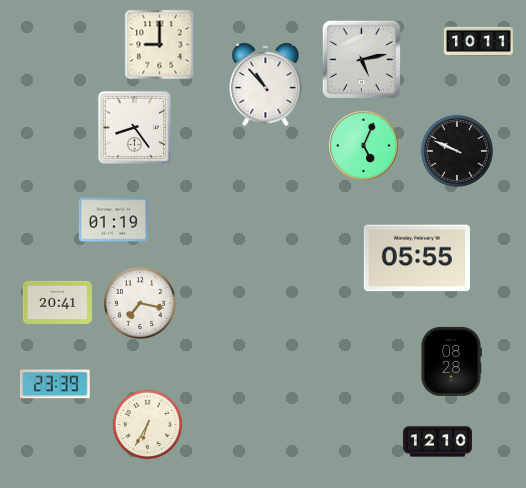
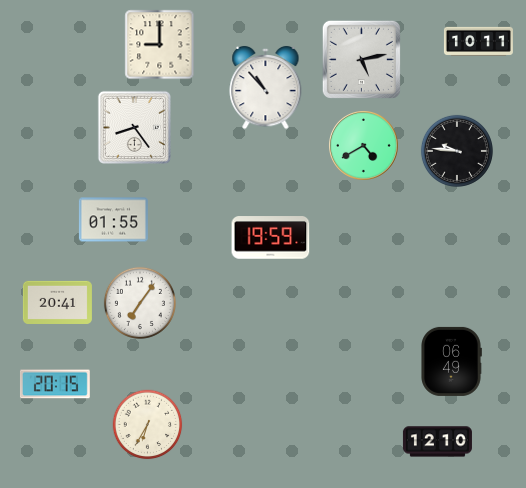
clock at (266, 85) position: (266, 85) -> (266, 88)
clock at (364, 146): 5:04 -> 4:40
clock at (457, 151): 9:49 -> 9:46
clock at (113, 220): 01:19 -> 01:55
clock at (271, 238): none -> 19:59
clock at (417, 258): 05:55 -> none
clock at (140, 303): 7:17 -> 7:06
clock at (451, 361): 08:28 -> 06:49
clock at (55, 384): 23:39 -> 20:15
